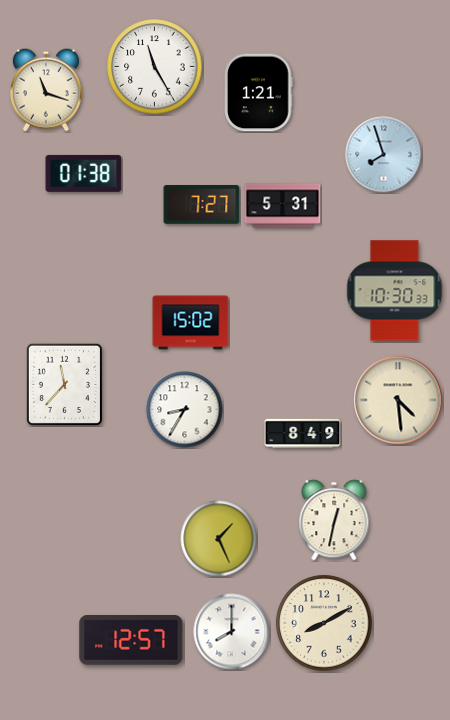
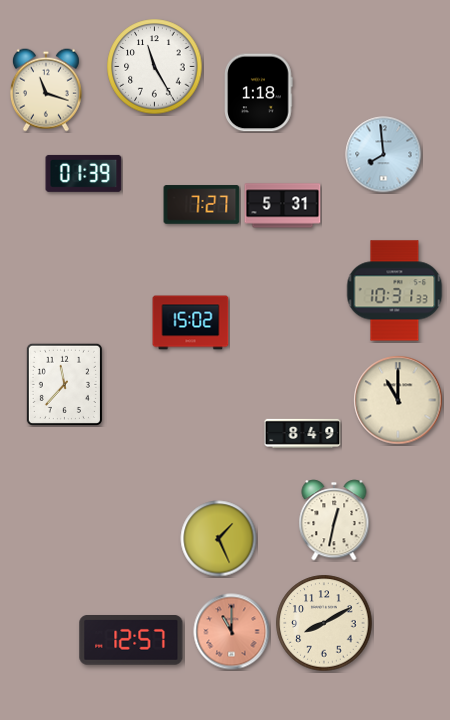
clock at (259, 93): 1:21 -> 1:18
clock at (384, 155): 7:57 -> 7:59
clock at (84, 173): 01:38 -> 01:39
clock at (395, 291): 10:30 -> 10:31
clock at (398, 400): 4:29 -> 11:00
clock at (185, 410): 8:35 -> none
clock at (232, 632): 8:00 -> 11:00
clock at (232, 632) dial: white -> salmon
